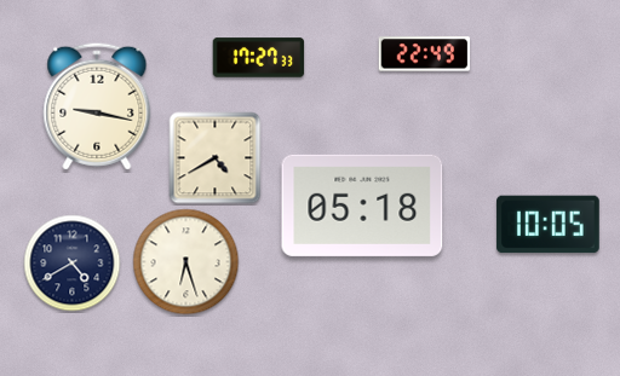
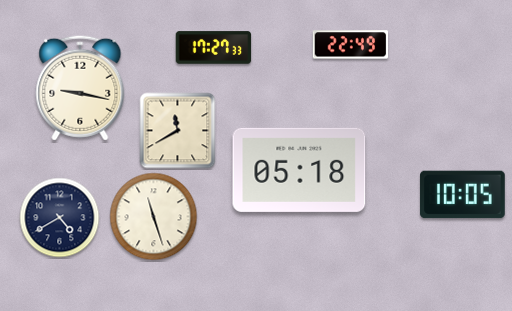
clock at (216, 158): 4:40 -> 11:40
clock at (549, 225) position: (549, 225) -> (463, 195)
clock at (186, 262): 6:27 -> 11:27
